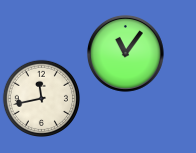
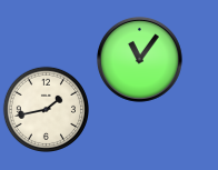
clock at (41, 98): 11:43 -> 1:43
